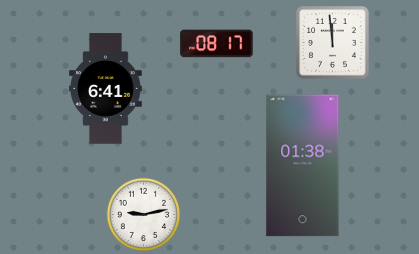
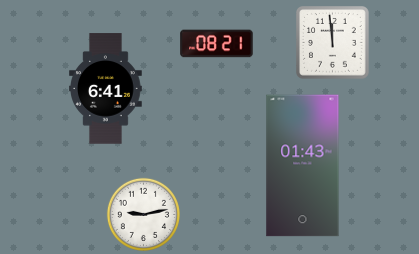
clock at (217, 44): 08:17 -> 08:21
clock at (303, 166): 01:38 -> 01:43
